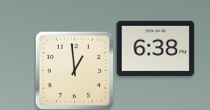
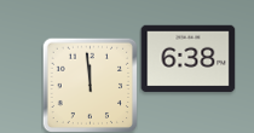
clock at (74, 70): 12:59 -> 11:59
